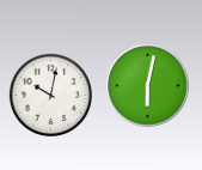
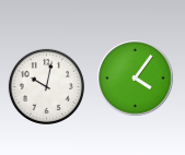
clock at (148, 86): 6:02 -> 4:06
